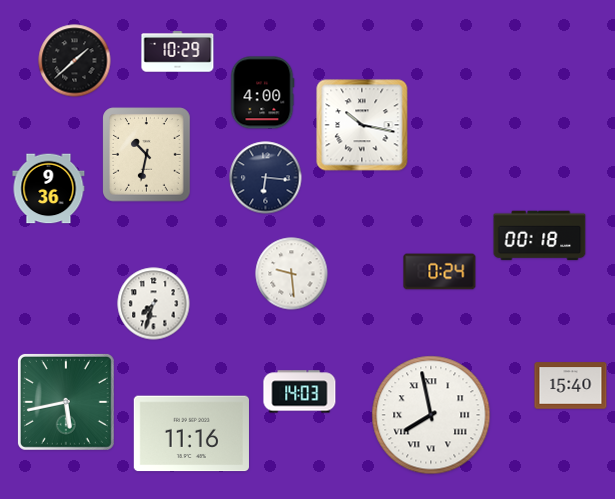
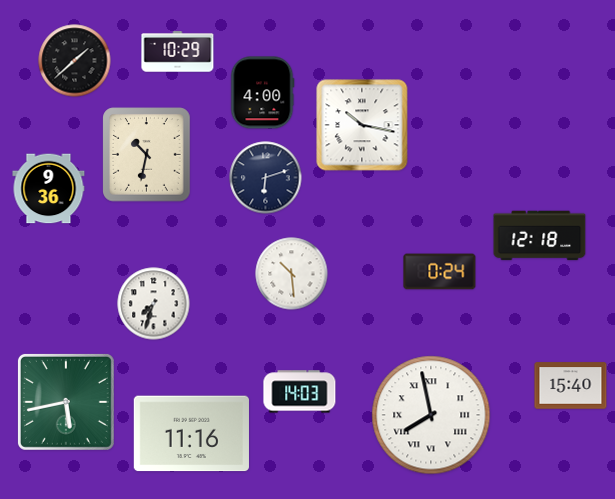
clock at (266, 178): 6:16 -> 6:12
clock at (540, 236): 00:18 -> 12:18
clock at (292, 274): 9:29 -> 10:29
